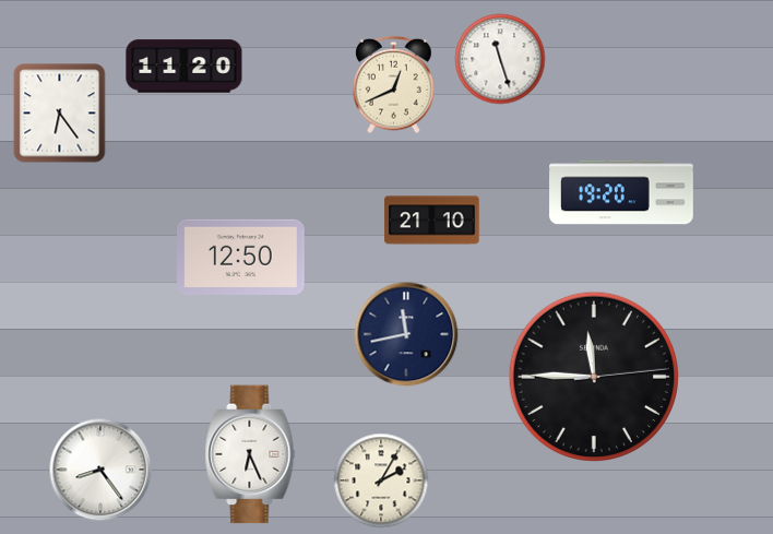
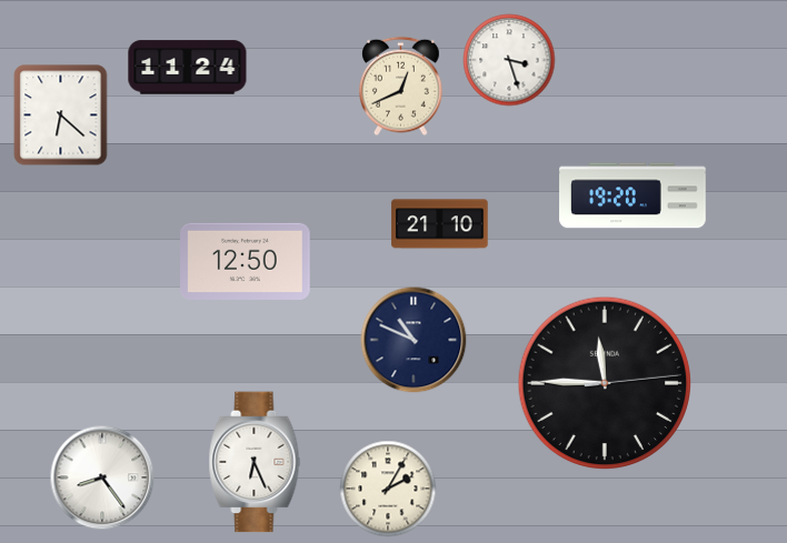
clock at (500, 59): 11:27 -> 3:27
clock at (185, 67): 11:20 -> 11:24
clock at (60, 114): 6:24 -> 6:22
clock at (406, 334): 11:43 -> 10:49
